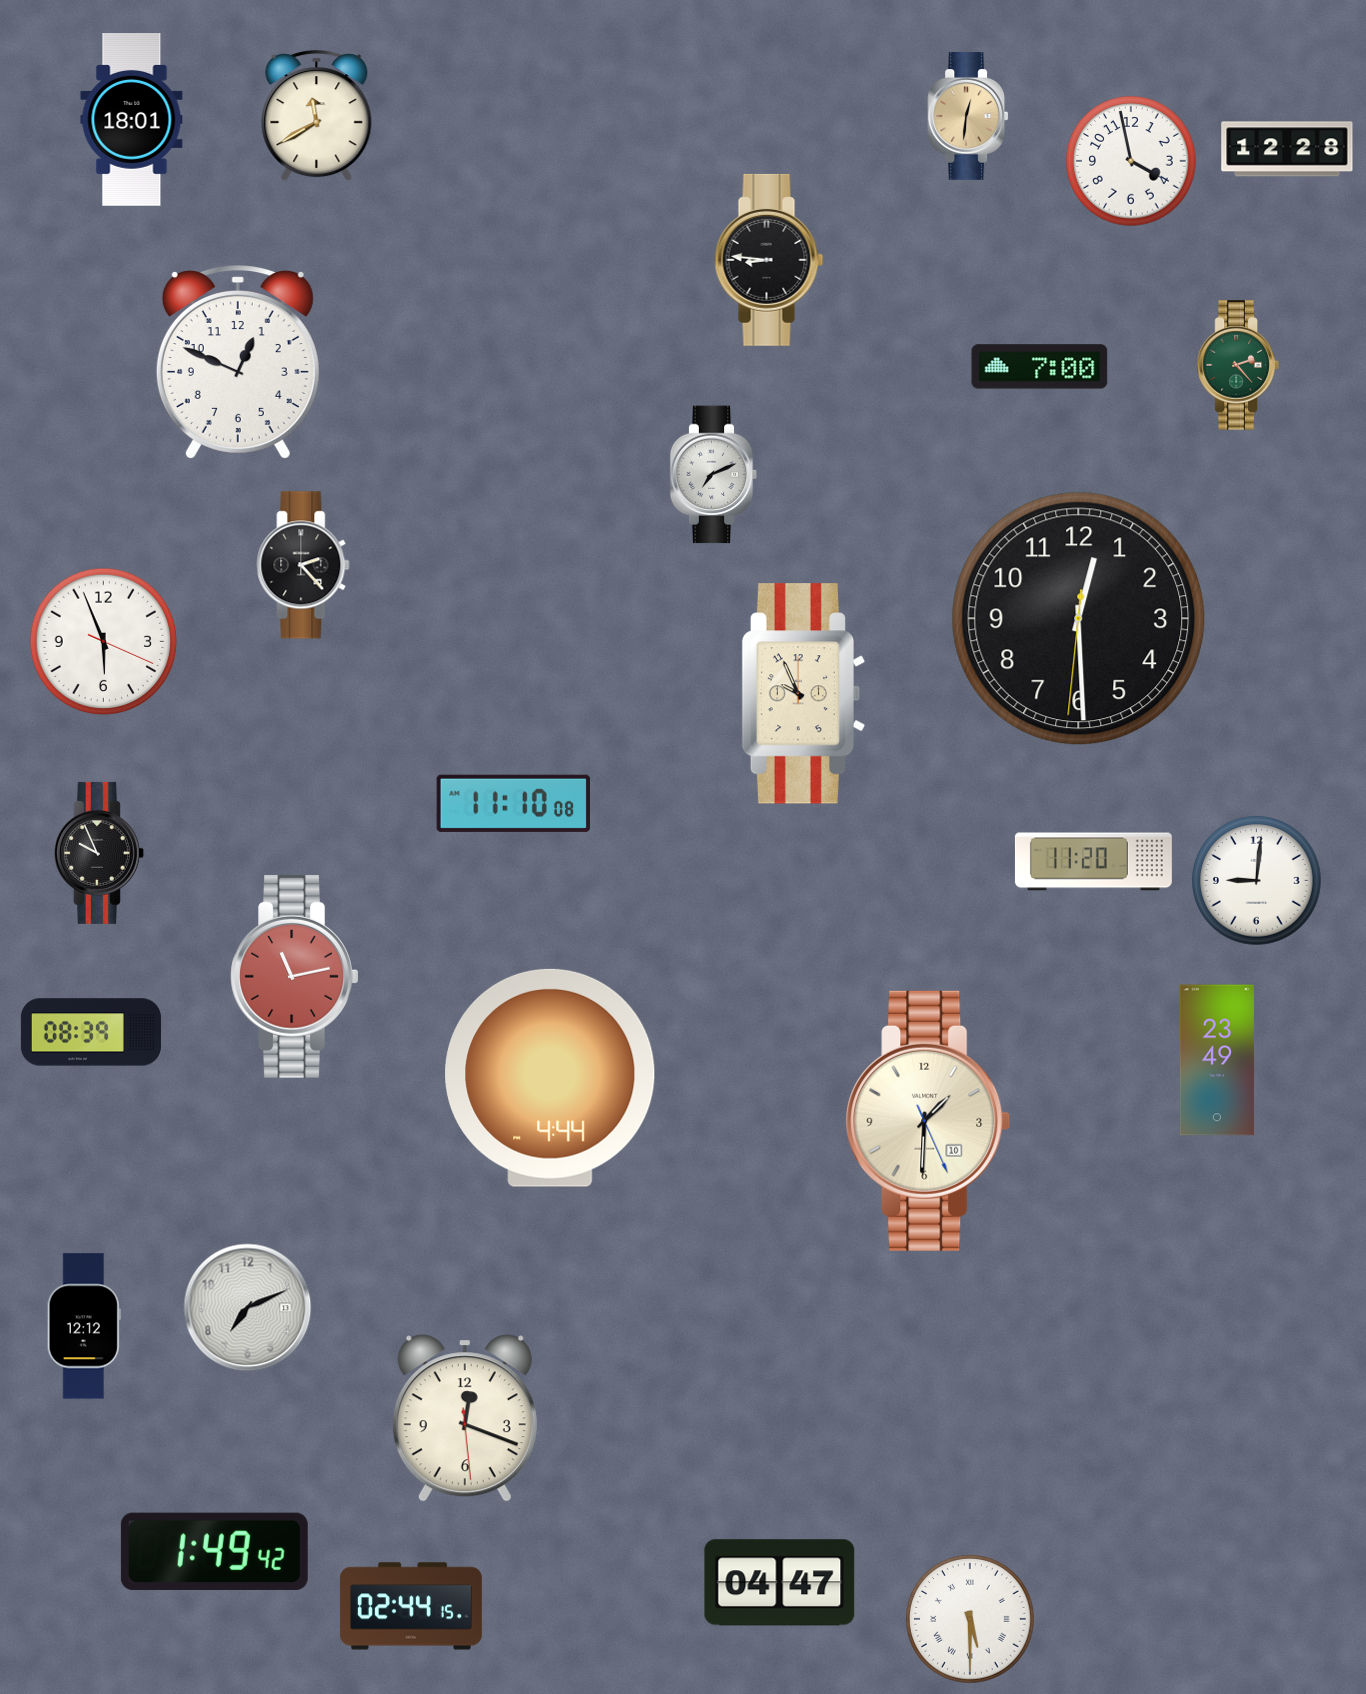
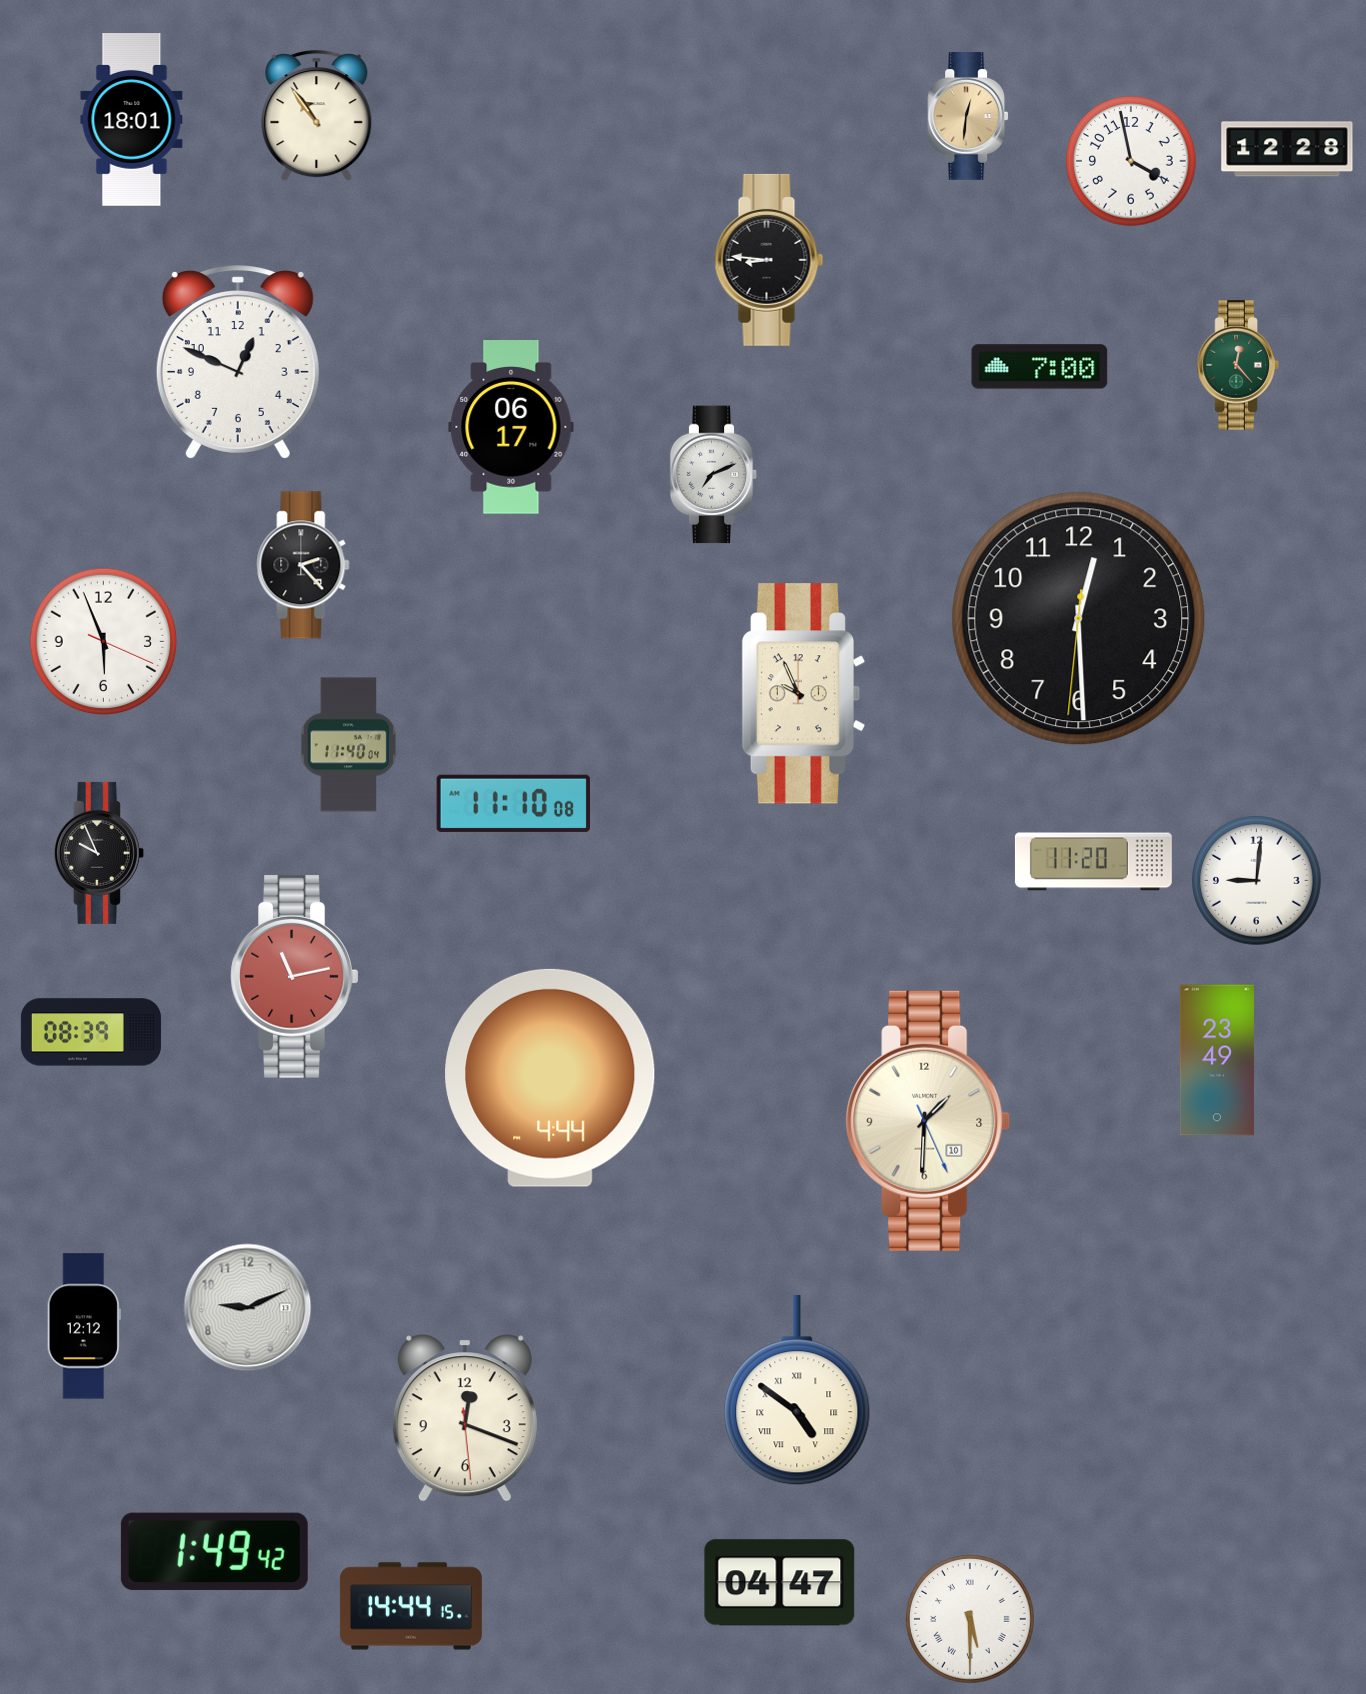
clock at (317, 116): 11:40 -> 10:54
clock at (1238, 365): 2:23 -> 12:23
clock at (511, 427): none -> 06:17
clock at (349, 745): none -> 11:40
clock at (248, 1308): 7:11 -> 9:11
clock at (797, 1391): none -> 4:51
clock at (411, 1606): 02:44 -> 14:44
